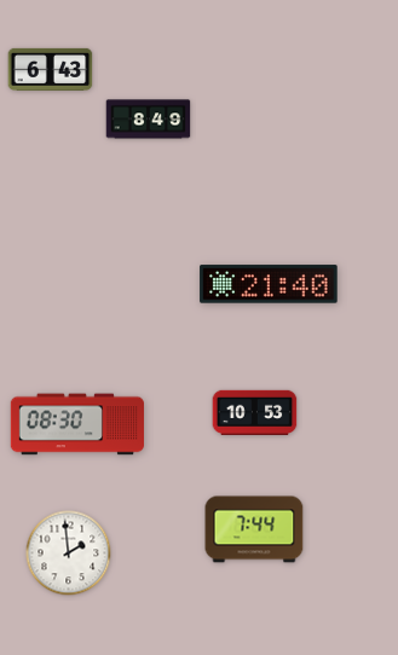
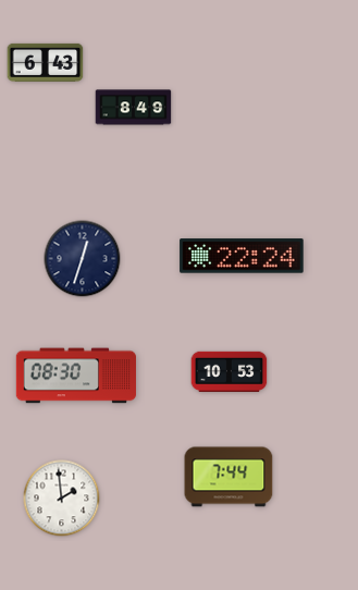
clock at (269, 284): 21:40 -> 22:24
clock at (83, 259): none -> 12:33
clock at (76, 424) position: (76, 424) -> (75, 376)
